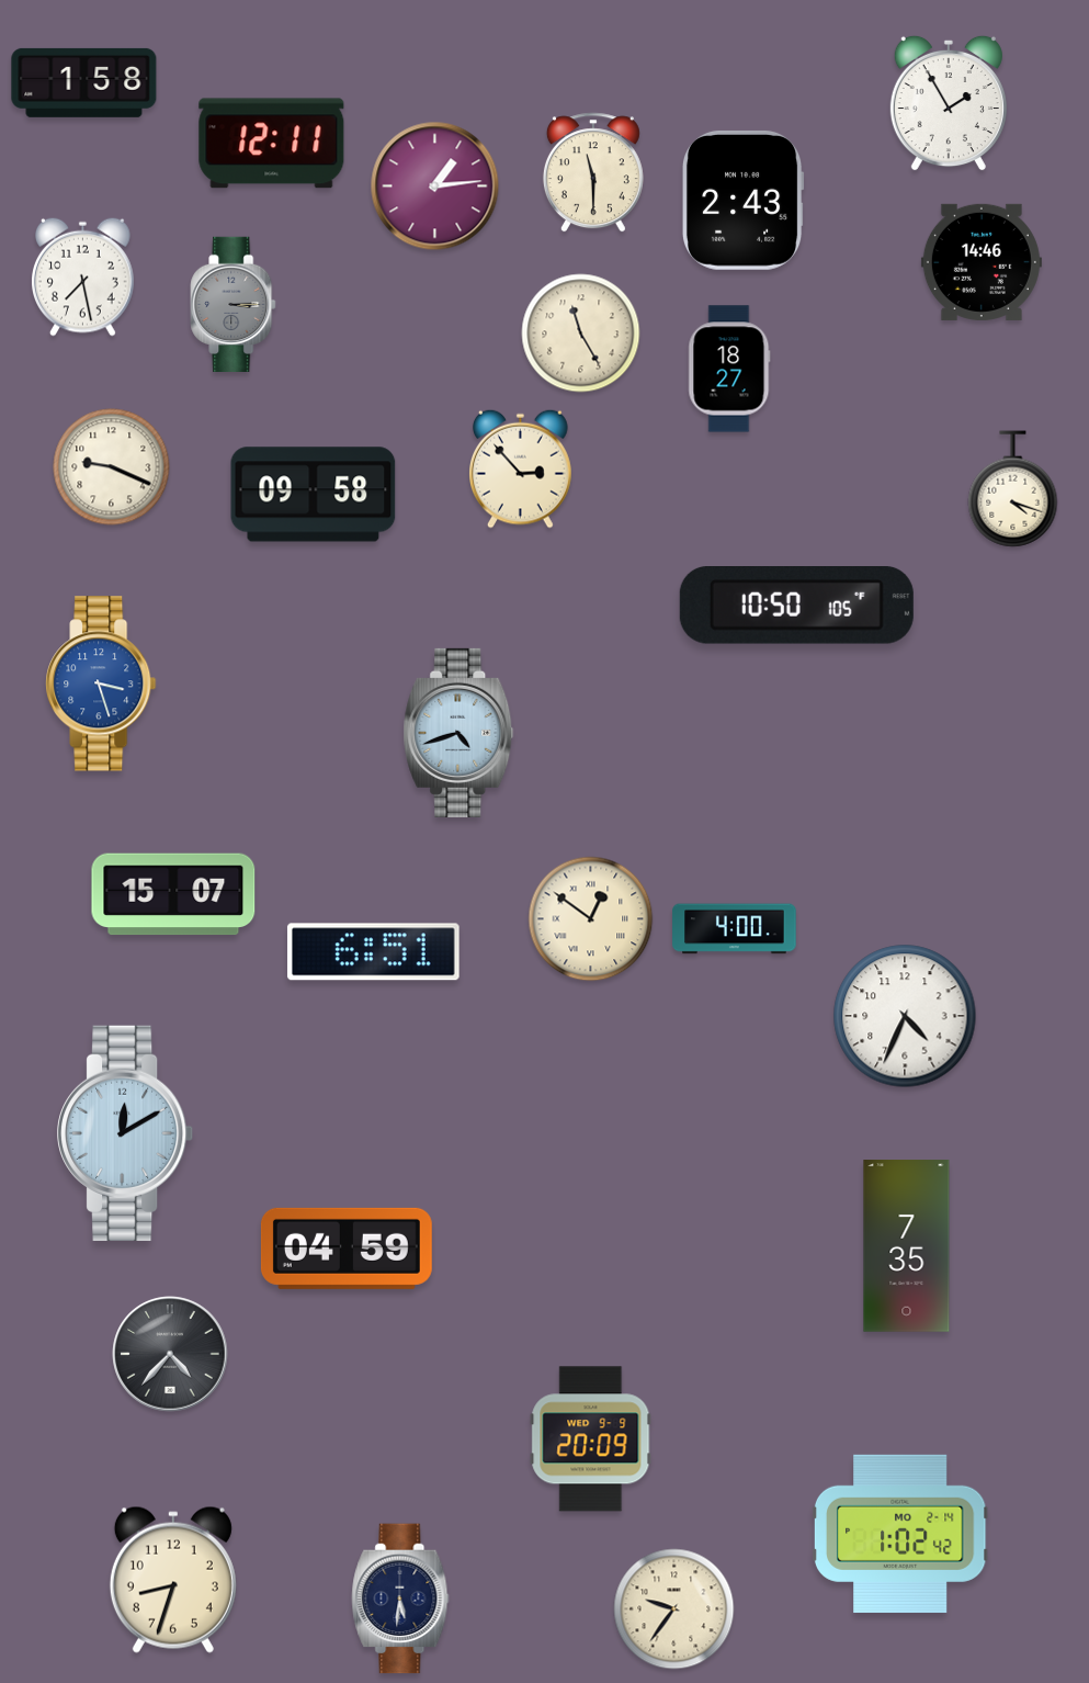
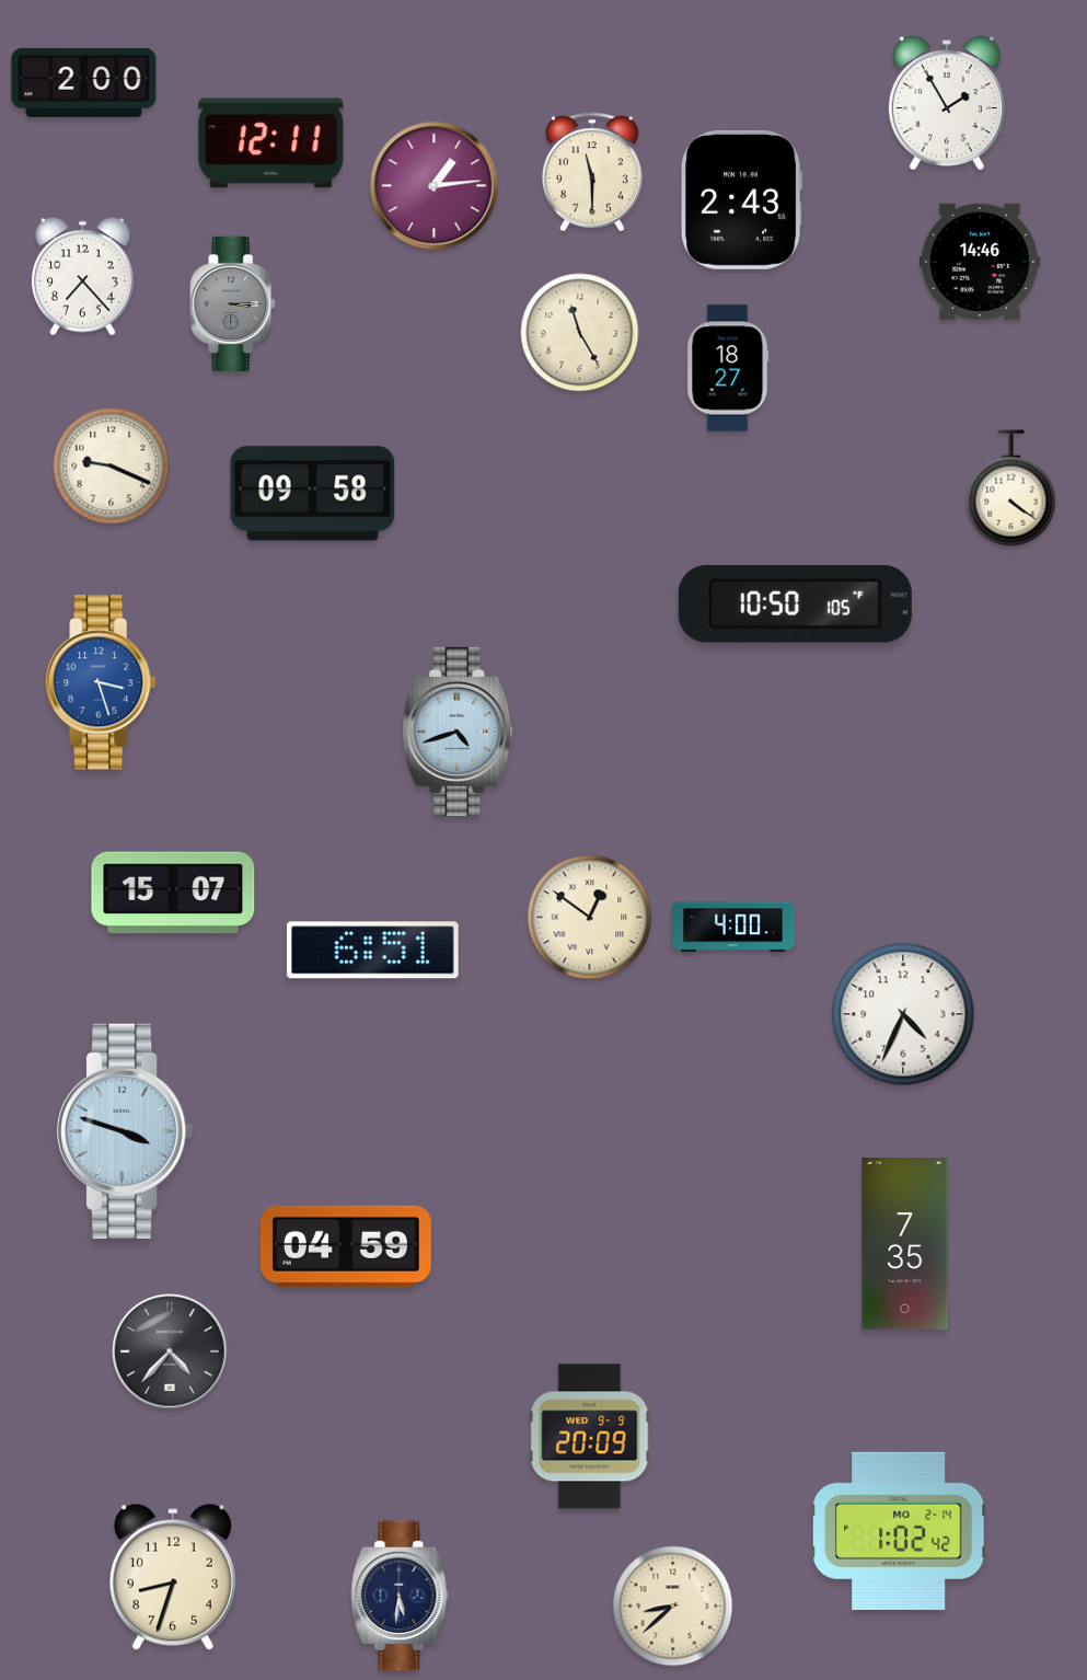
clock at (84, 82): 1:58 -> 2:00
clock at (83, 276): 7:28 -> 7:23
clock at (521, 468): 2:53 -> none
clock at (1013, 489): 4:18 -> 4:21
clock at (126, 1133): 12:10 -> 3:48
clock at (674, 1609): 9:36 -> 8:38
